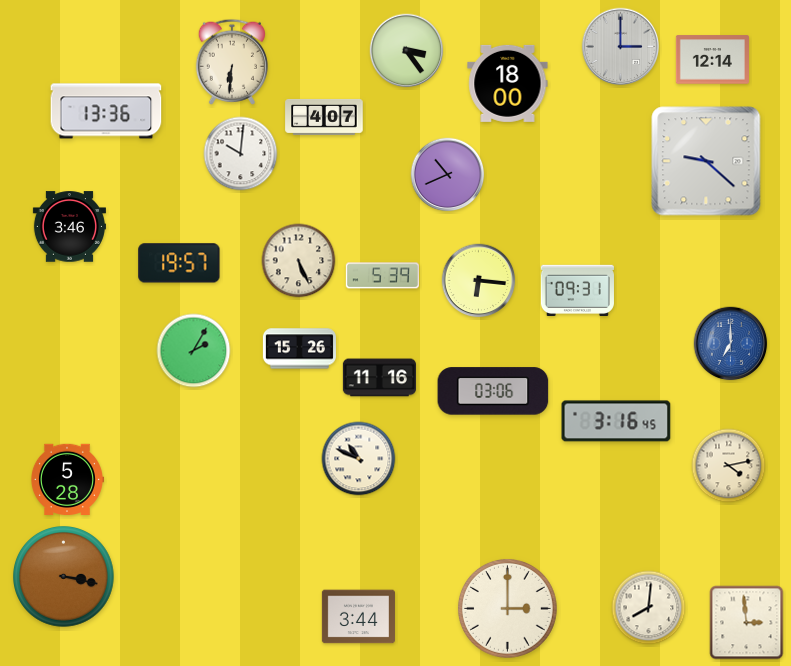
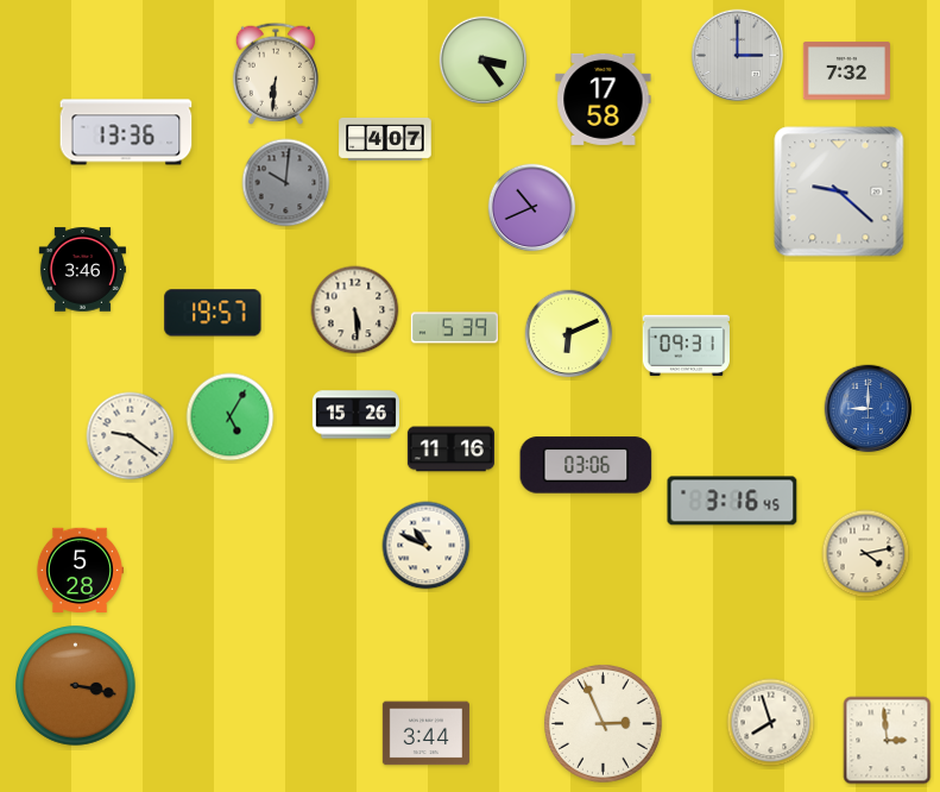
clock at (712, 60): 12:14 -> 7:32
clock at (508, 83): 18:00 -> 17:58
clock at (241, 154) dial: white -> grey
clock at (299, 261): 5:26 -> 5:29
clock at (479, 281): 6:16 -> 6:11
clock at (731, 344): 7:00 -> 9:00
clock at (194, 351): 2:05 -> 5:05
clock at (131, 436): none -> 9:21
clock at (507, 608): 3:00 -> 2:56
clock at (649, 608): 8:01 -> 7:57
